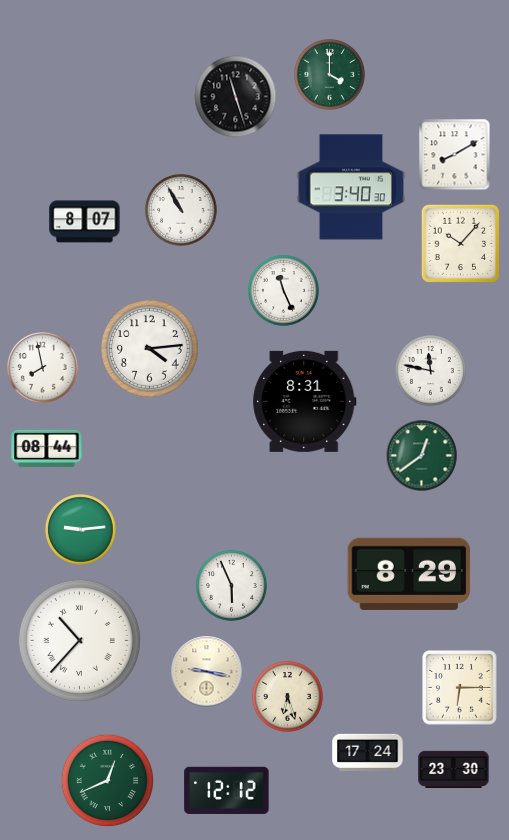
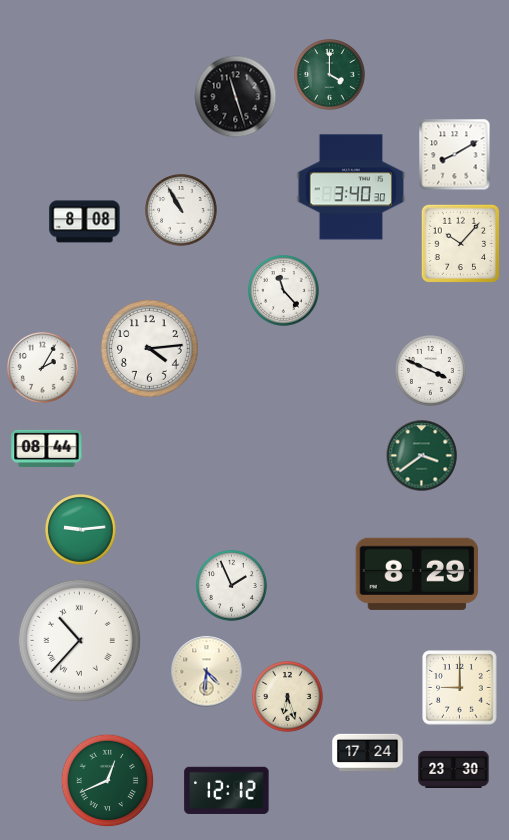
clock at (85, 222): 8:07 -> 8:08
clock at (284, 291): 11:26 -> 11:23
clock at (43, 368): 7:58 -> 2:05
clock at (431, 371): 11:47 -> 3:49
clock at (305, 401): 8:31 -> none
clock at (422, 456): 12:39 -> 3:39
clock at (409, 574) position: (409, 574) -> (417, 574)
clock at (232, 586): 5:56 -> 1:56
clock at (207, 672): 9:17 -> 4:31
clock at (460, 688): 6:15 -> 9:00
